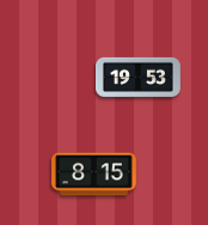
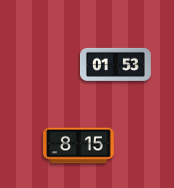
clock at (139, 77): 19:53 -> 01:53
